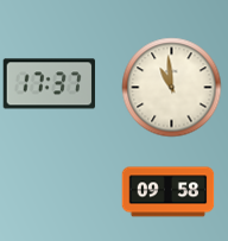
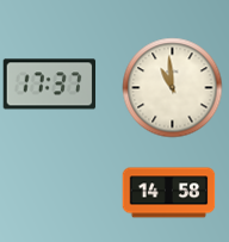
clock at (167, 192): 09:58 -> 14:58
